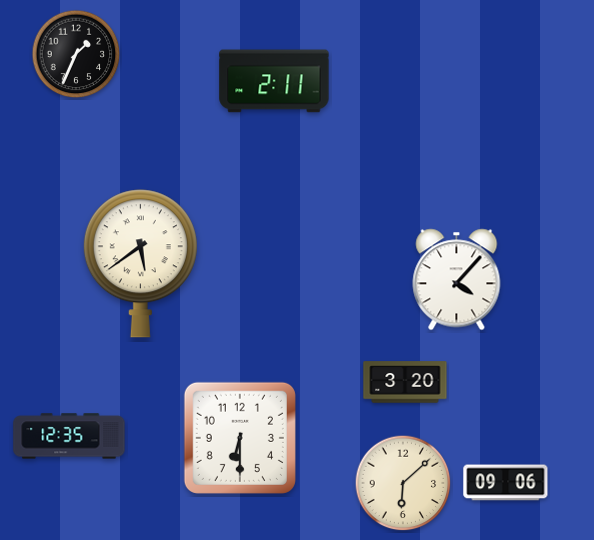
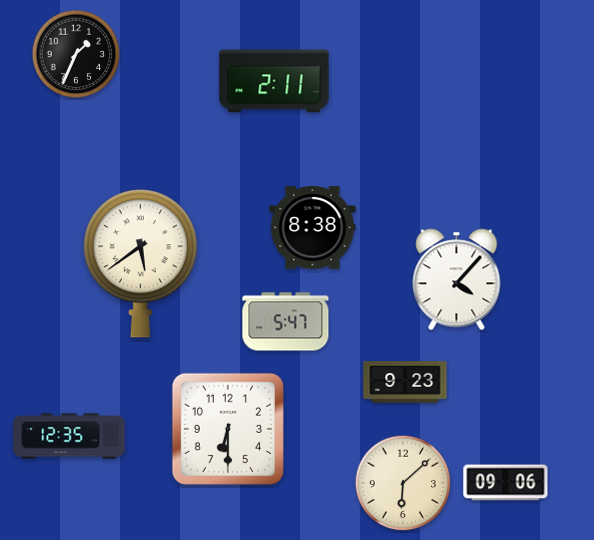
clock at (313, 228): none -> 8:38
clock at (286, 322): none -> 5:47
clock at (405, 382): 3:20 -> 9:23
clock at (240, 438) position: (240, 438) -> (228, 429)
